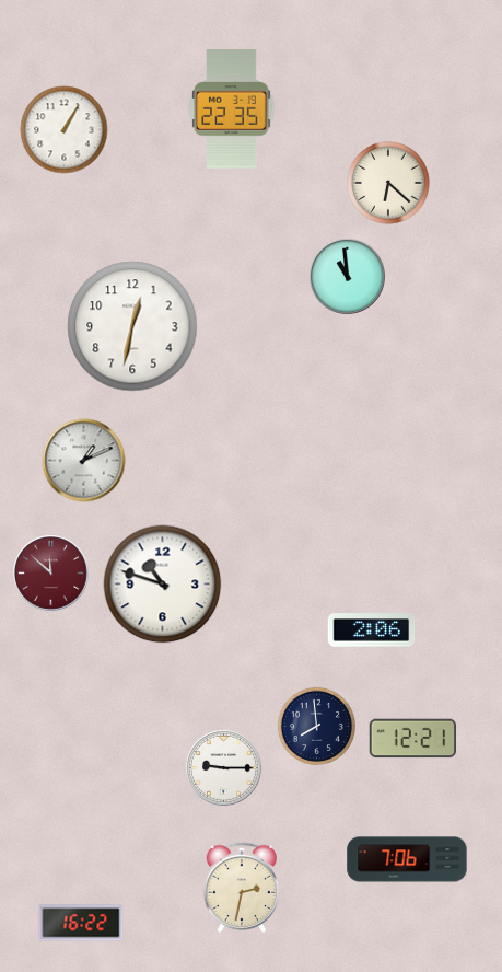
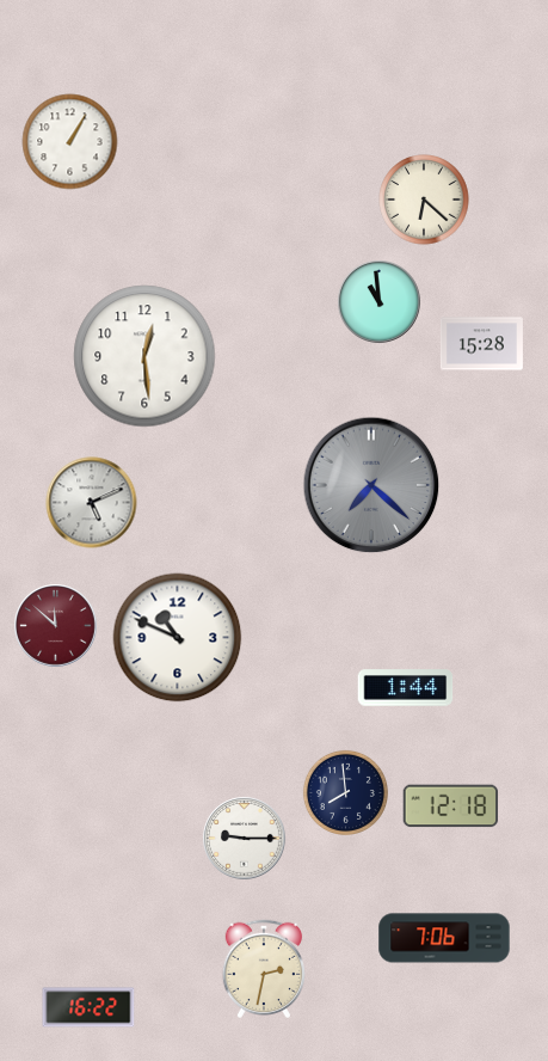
clock at (232, 109): 22:35 -> none
clock at (481, 344): none -> 15:28
clock at (132, 326): 12:32 -> 12:29
clock at (371, 485): none -> 7:22
clock at (84, 461): 1:11 -> 5:11
clock at (163, 585): 10:48 -> 10:49
clock at (372, 630): 2:06 -> 1:44
clock at (413, 739): 12:21 -> 12:18
